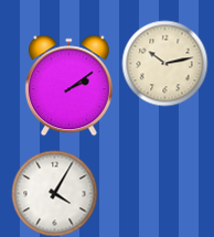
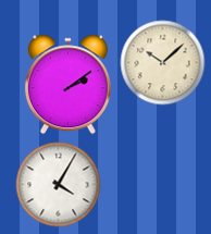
clock at (164, 63): 10:13 -> 10:08
clock at (54, 193) position: (54, 193) -> (58, 184)
